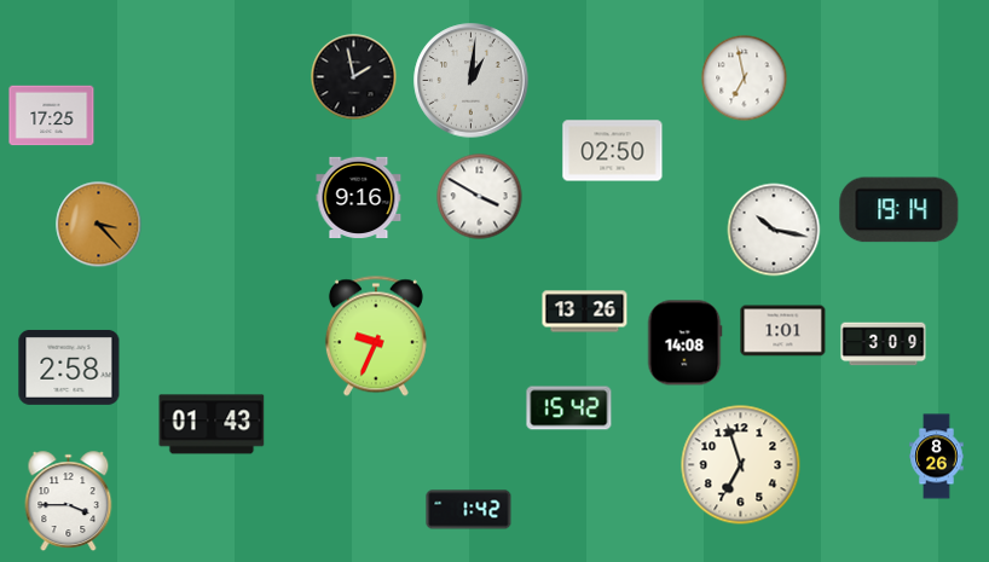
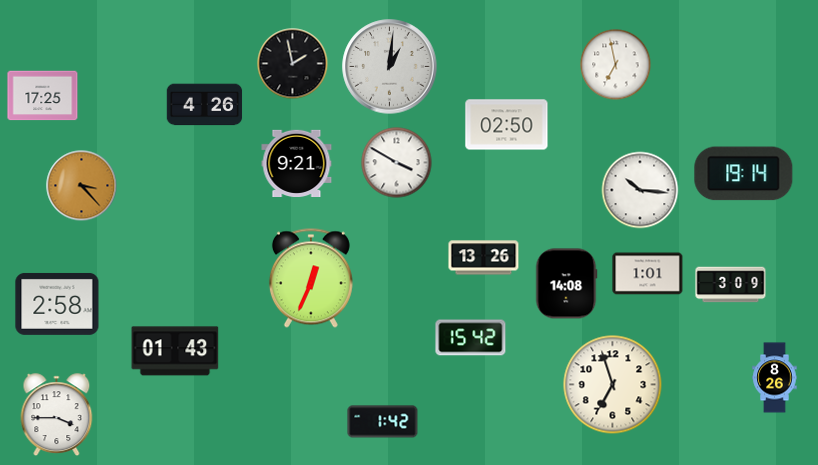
clock at (205, 105): none -> 4:26
clock at (359, 197): 9:16 -> 9:21
clock at (774, 230): 10:17 -> 10:16
clock at (376, 336): 9:34 -> 12:34
clock at (469, 510) position: (469, 510) -> (383, 422)
